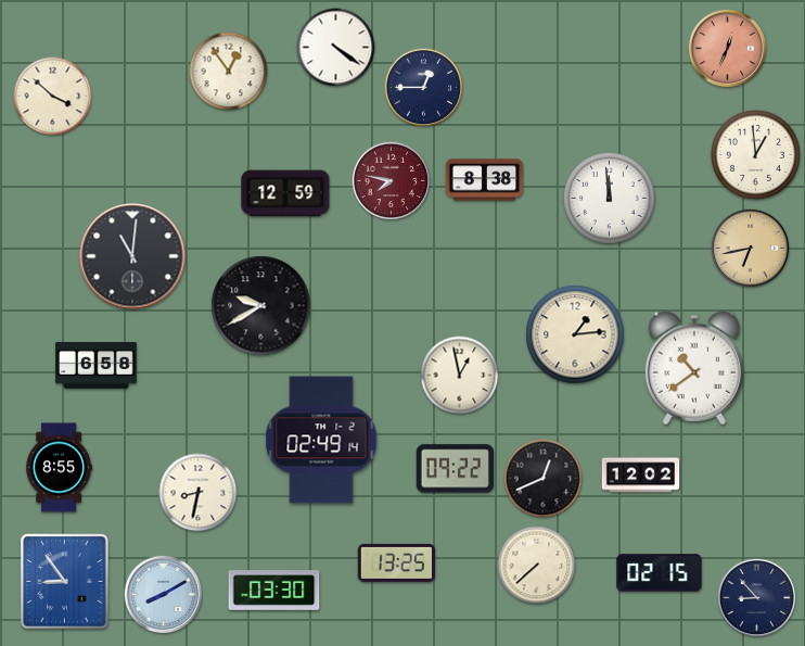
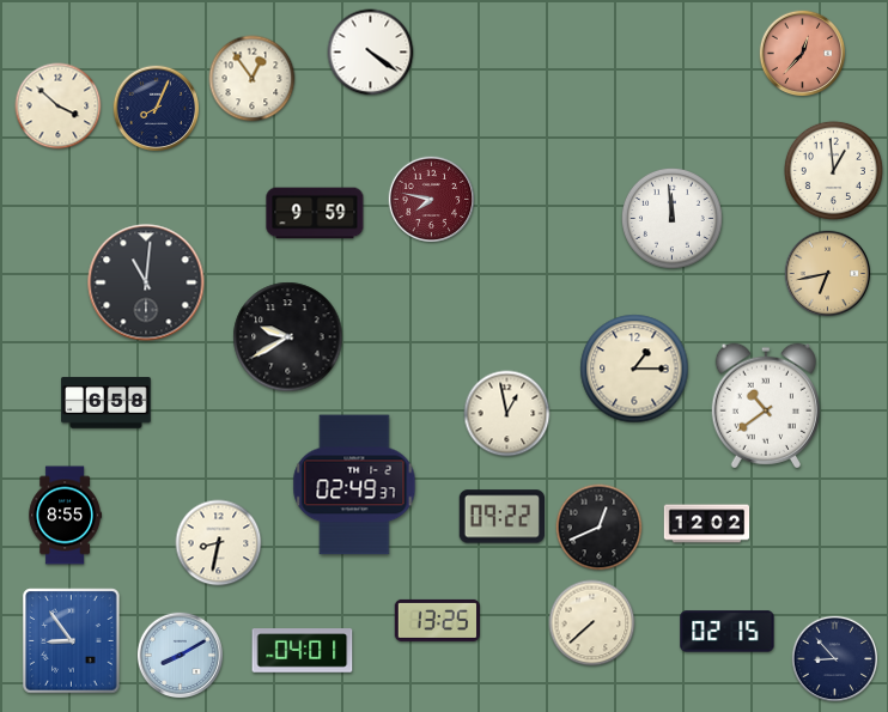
clock at (728, 49): 12:34 -> 12:37
clock at (424, 88): 12:45 -> none
clock at (157, 109): none -> 8:04
clock at (485, 180): 8:38 -> none
clock at (285, 193): 12:59 -> 9:59
clock at (575, 334): 1:14 -> 1:15
clock at (321, 440): 02:49:14 -> 02:49:37
clock at (274, 591): 03:30 -> 04:01
